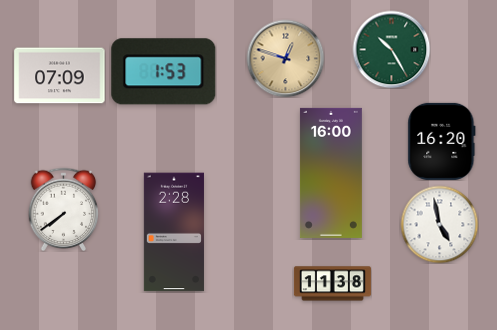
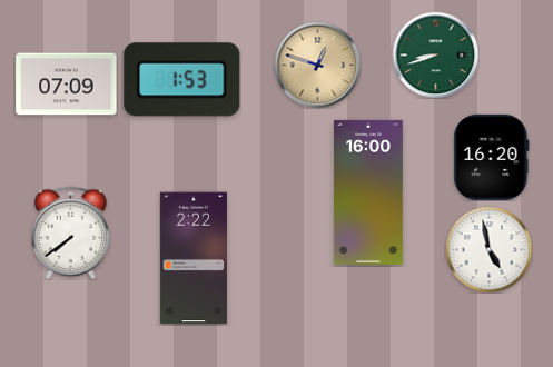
clock at (391, 49): 10:25 -> 8:42
clock at (174, 232): 2:28 -> 2:22
clock at (332, 284): 11:38 -> none
